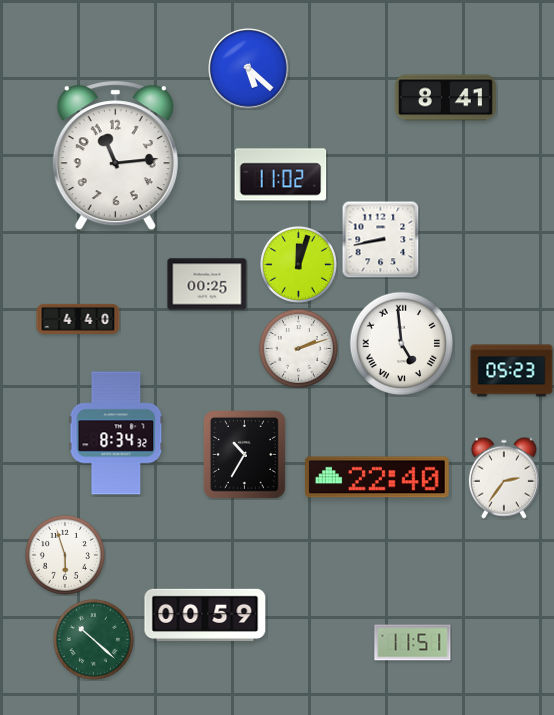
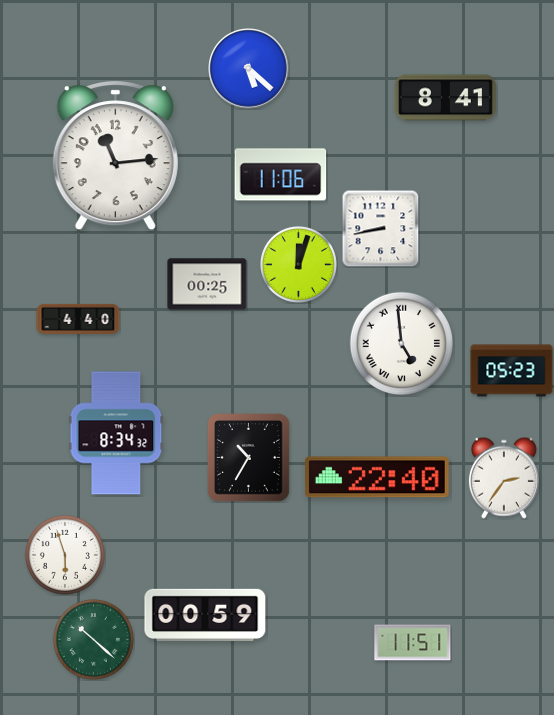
clock at (281, 175): 11:02 -> 11:06
clock at (380, 239) position: (380, 239) -> (380, 228)
clock at (298, 348): 2:12 -> none
clock at (245, 455) position: (245, 455) -> (249, 458)
